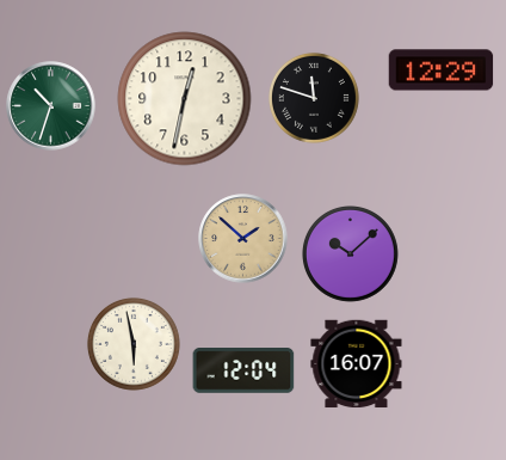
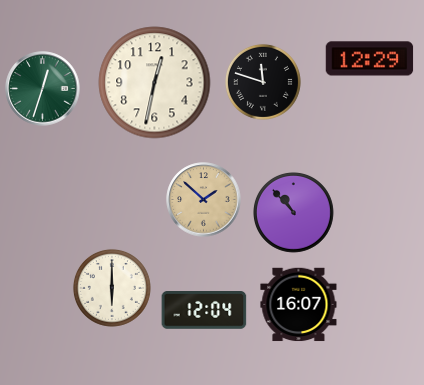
clock at (51, 106): 10:33 -> 12:33
clock at (351, 254): 10:08 -> 10:53
clock at (134, 344): 5:58 -> 6:00
